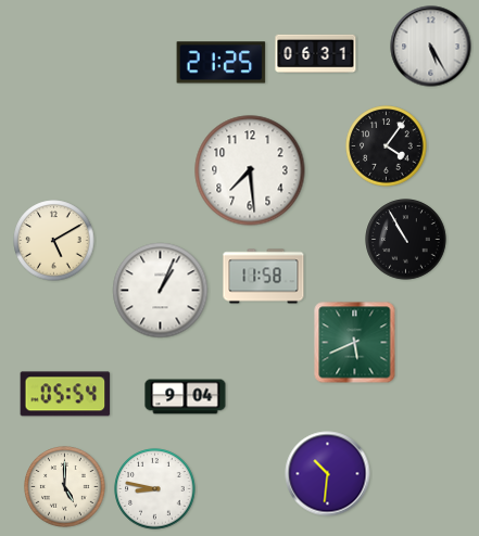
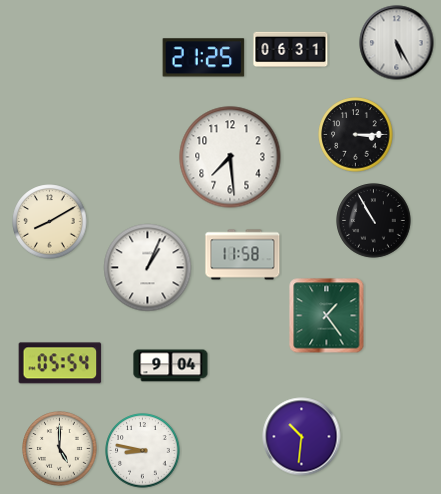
clock at (387, 146): 4:06 -> 3:15
clock at (54, 241): 5:10 -> 8:10
clock at (355, 343): 5:41 -> 1:24
